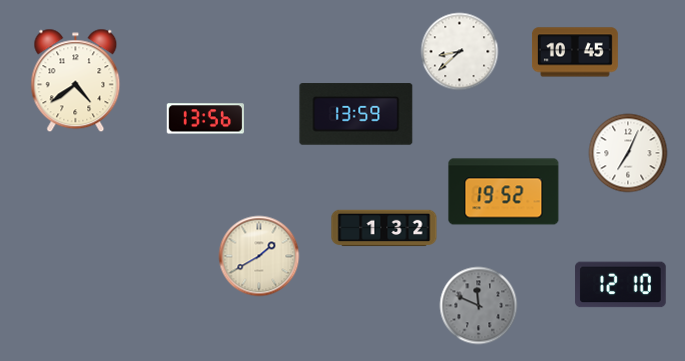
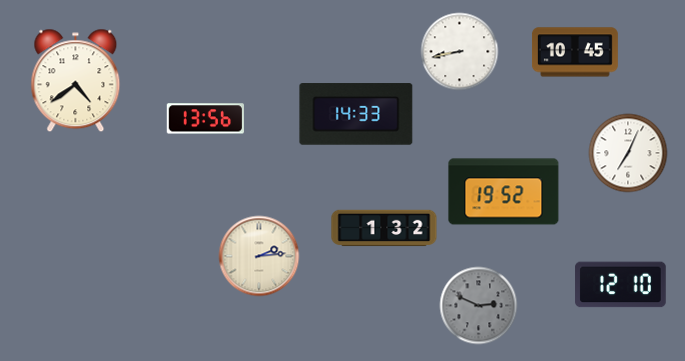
clock at (459, 51): 8:38 -> 8:43
clock at (356, 114): 13:59 -> 14:33
clock at (259, 256): 1:40 -> 2:14
clock at (478, 305): 11:49 -> 2:49
